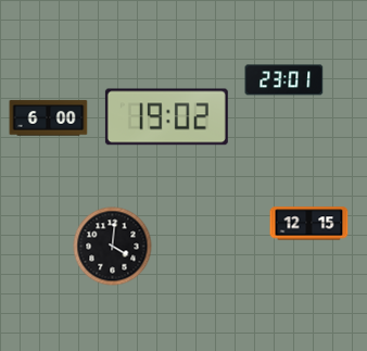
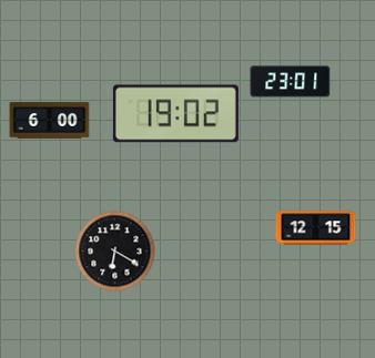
clock at (166, 117) position: (166, 117) -> (175, 114)
clock at (113, 247): 4:01 -> 6:20
